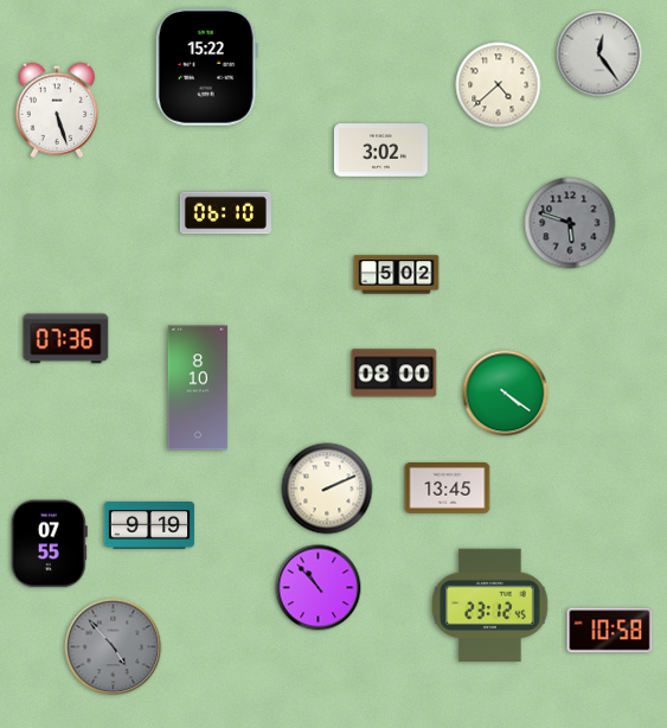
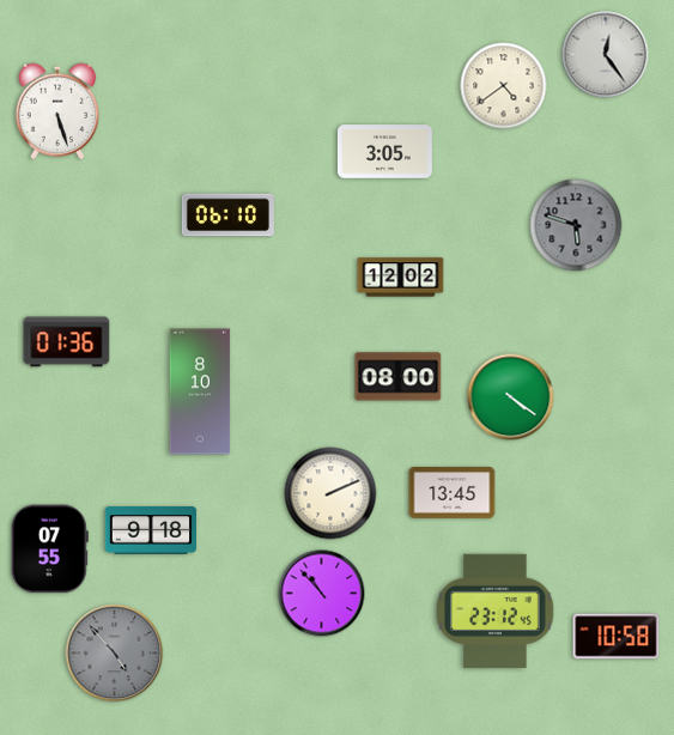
clock at (206, 68): 15:22 -> none
clock at (499, 85): 4:38 -> 4:39
clock at (380, 151): 3:02 -> 3:05
clock at (397, 275): 5:02 -> 12:02
clock at (66, 339): 07:36 -> 01:36
clock at (149, 525): 9:19 -> 9:18
